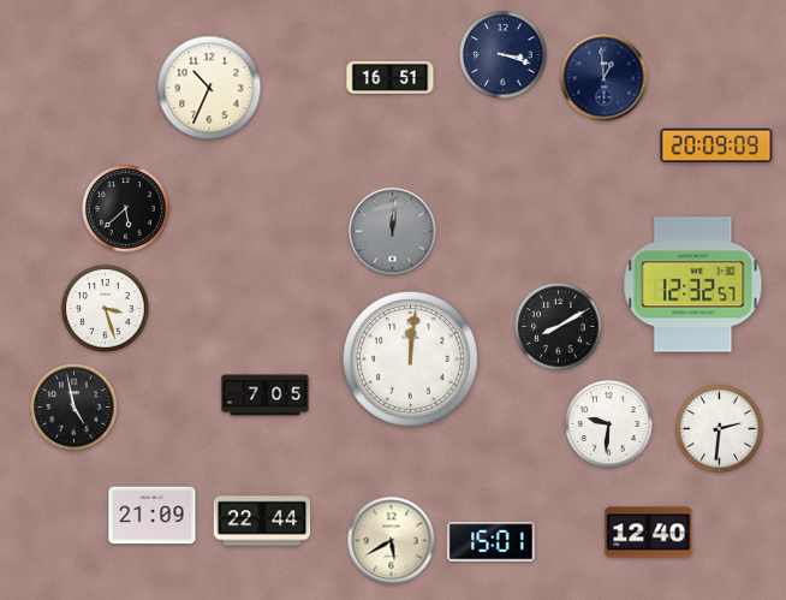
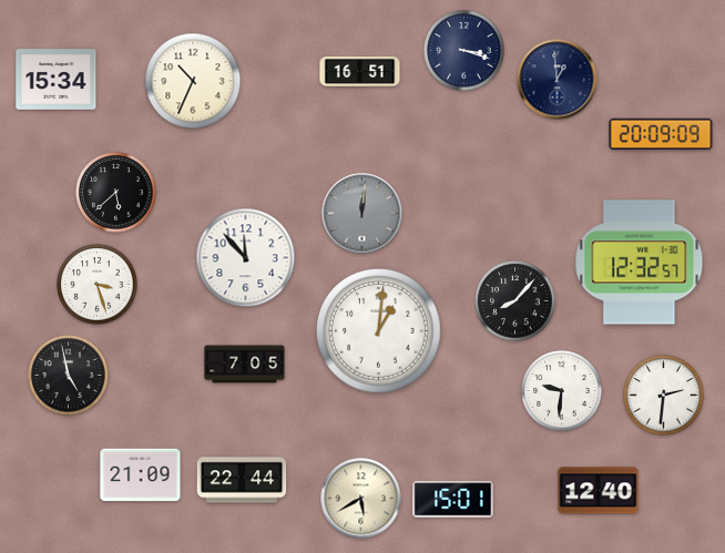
clock at (605, 78) position: (605, 78) -> (558, 80)
clock at (57, 80): none -> 15:34
clock at (246, 258): none -> 11:53
clock at (559, 327): 8:10 -> 8:07
clock at (410, 358): 12:01 -> 1:01
